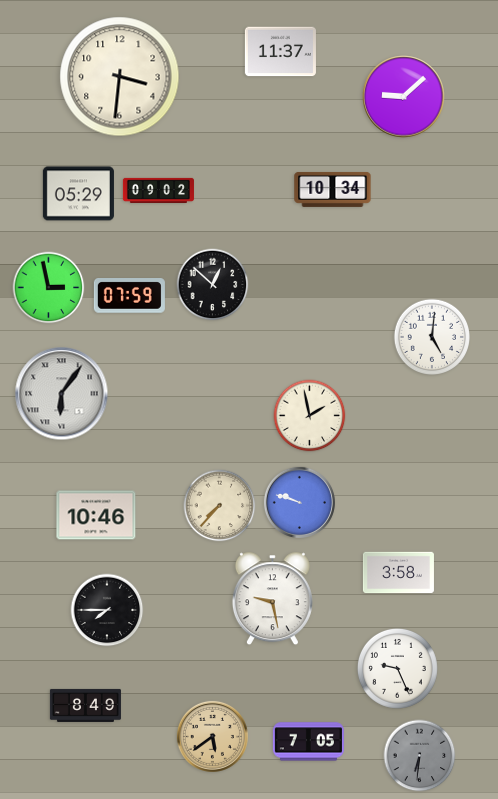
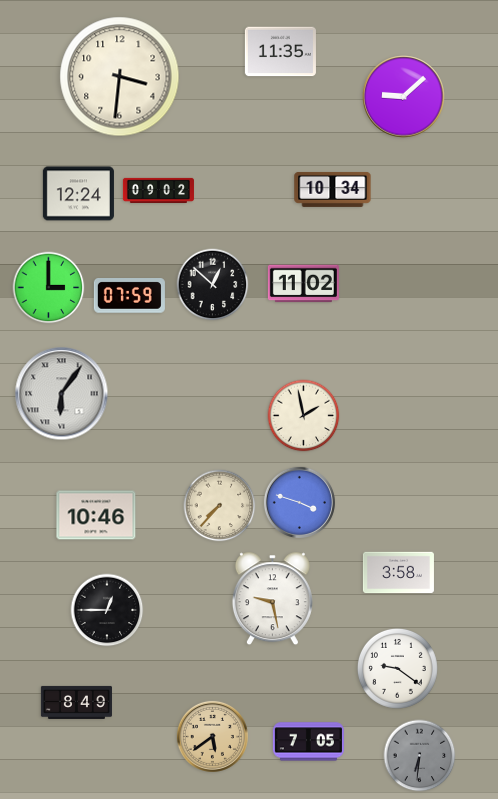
clock at (280, 52): 11:37 -> 11:35
clock at (78, 194): 05:29 -> 12:24
clock at (303, 284): none -> 11:02
clock at (49, 288): 2:58 -> 3:00
clock at (431, 336): 5:01 -> none
clock at (310, 416) position: (310, 416) -> (304, 416)
clock at (299, 502): 9:48 -> 3:48
clock at (107, 610): 7:45 -> 12:45
clock at (397, 668): 9:26 -> 9:21
clock at (85, 705) position: (85, 705) -> (76, 702)
